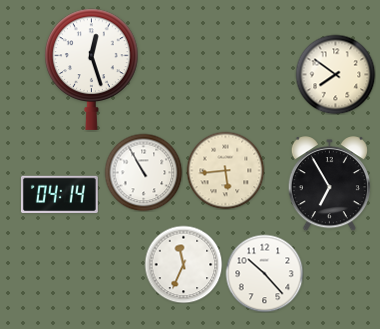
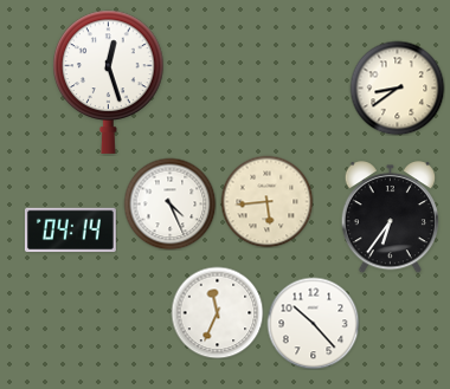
clock at (335, 74): 7:51 -> 8:39
clock at (143, 172): 10:55 -> 4:26
clock at (329, 184): 6:55 -> 6:36
